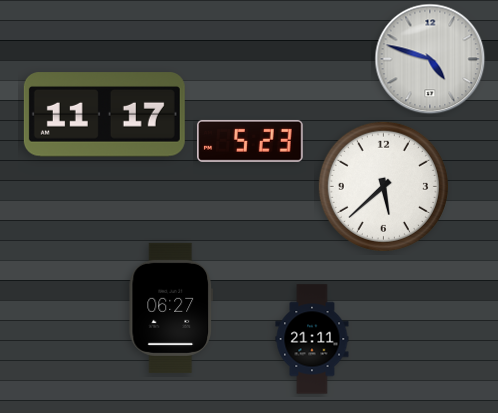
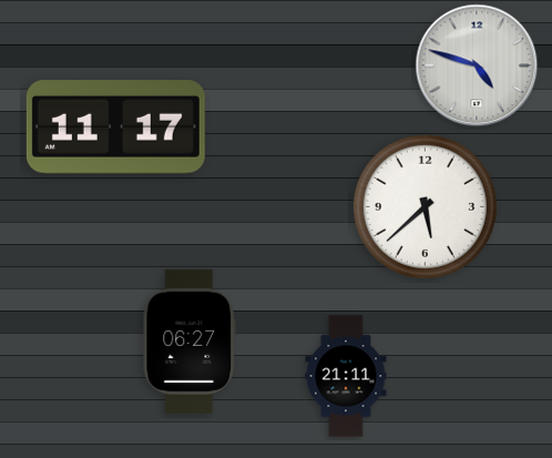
clock at (251, 141): 5:23 -> none
